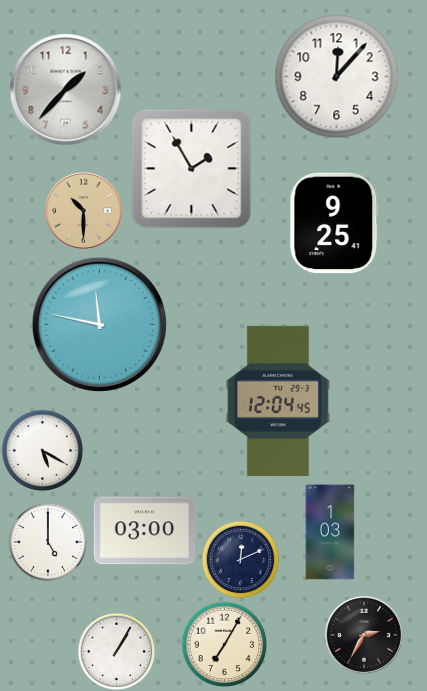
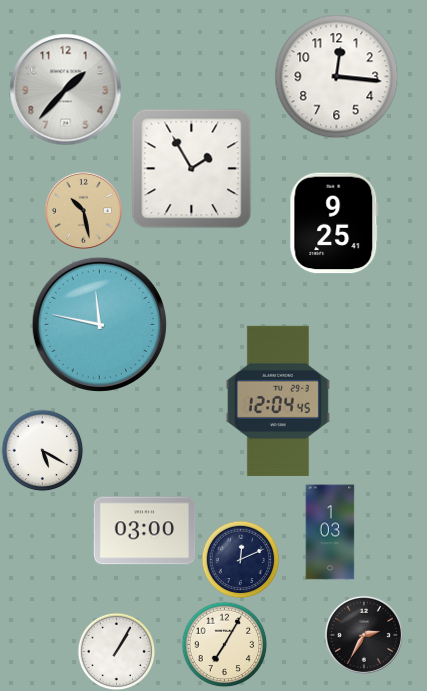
clock at (337, 77): 12:07 -> 12:16
clock at (83, 210): 10:30 -> 10:28
clock at (48, 542): 5:00 -> none
